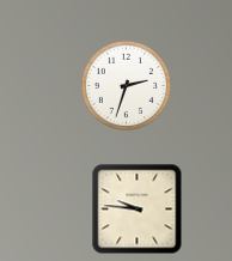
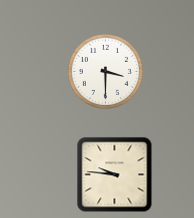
clock at (126, 85): 2:33 -> 3:30
